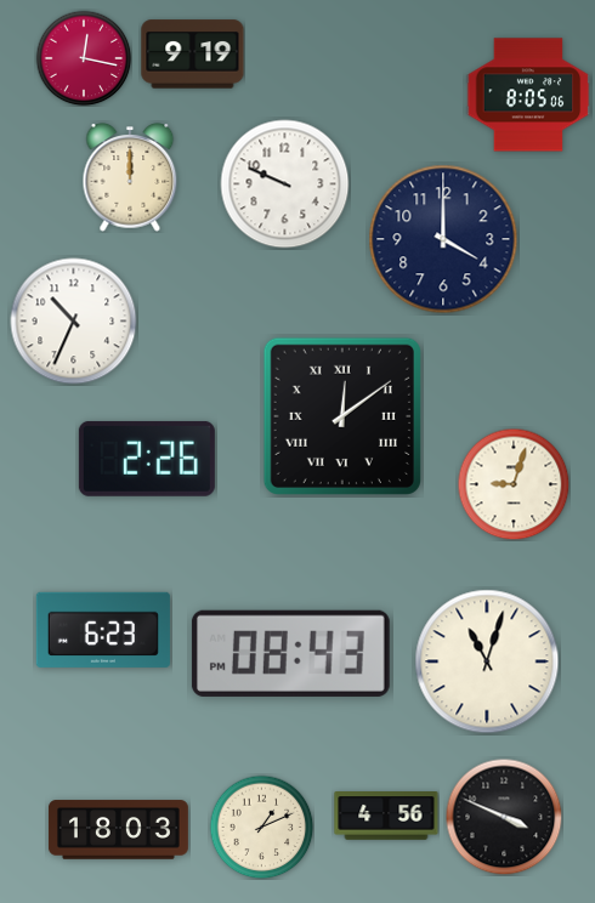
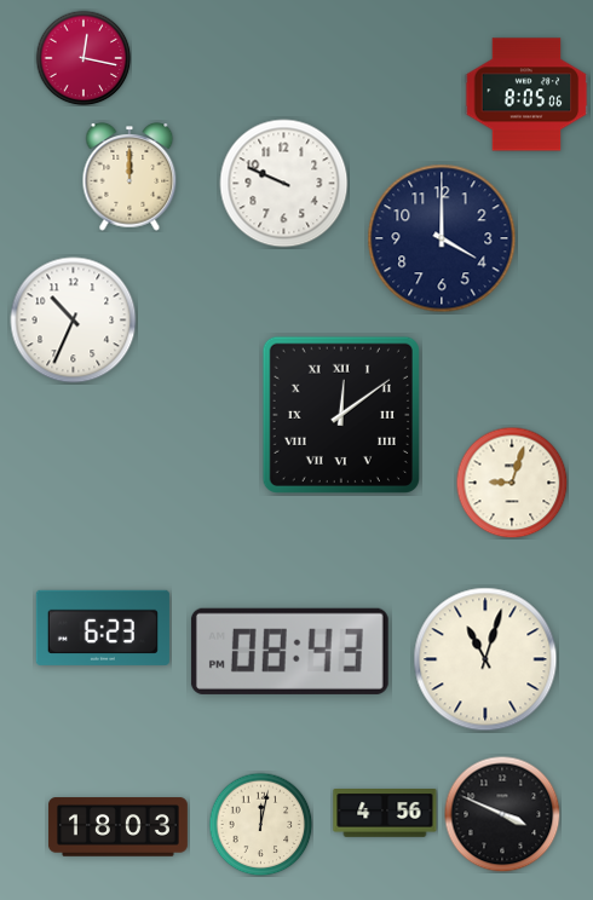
clock at (193, 55): 9:19 -> none
clock at (147, 459): 2:26 -> none
clock at (261, 827): 1:11 -> 12:02
